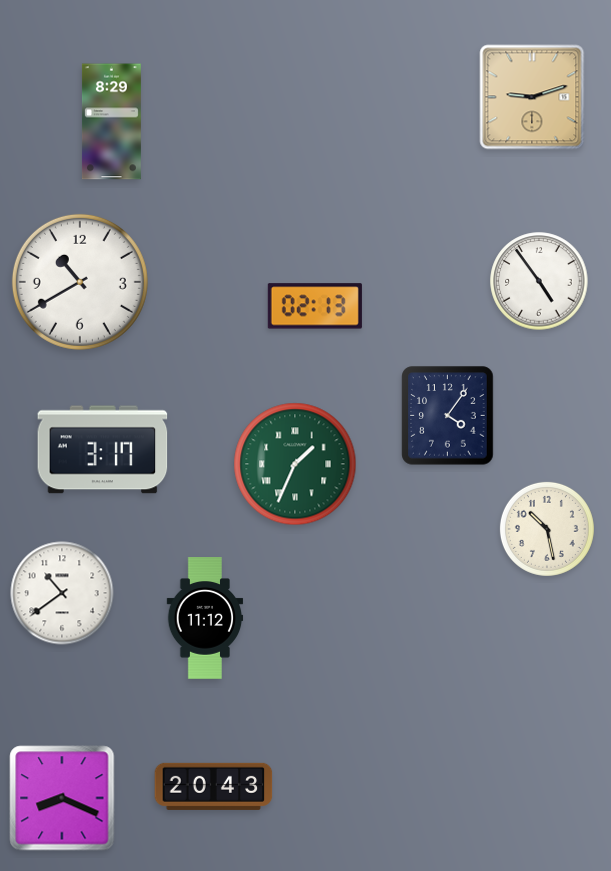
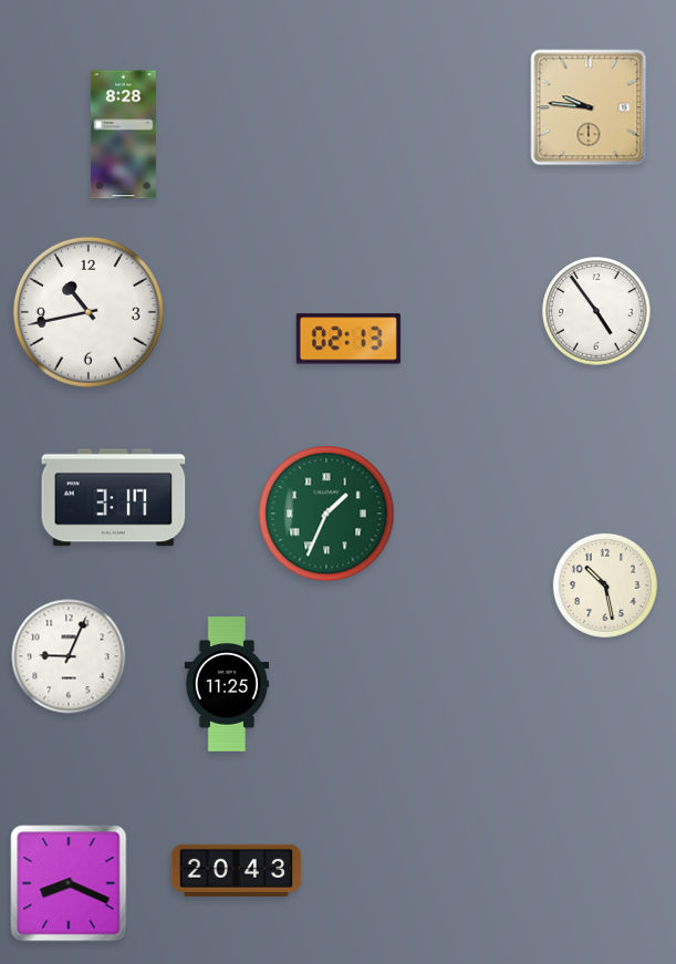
clock at (532, 97): 9:12 -> 9:46
clock at (111, 122): 8:29 -> 8:28
clock at (80, 282): 10:40 -> 10:43
clock at (448, 416): 4:06 -> none
clock at (62, 593): 10:39 -> 9:04
clock at (205, 618): 11:12 -> 11:25
